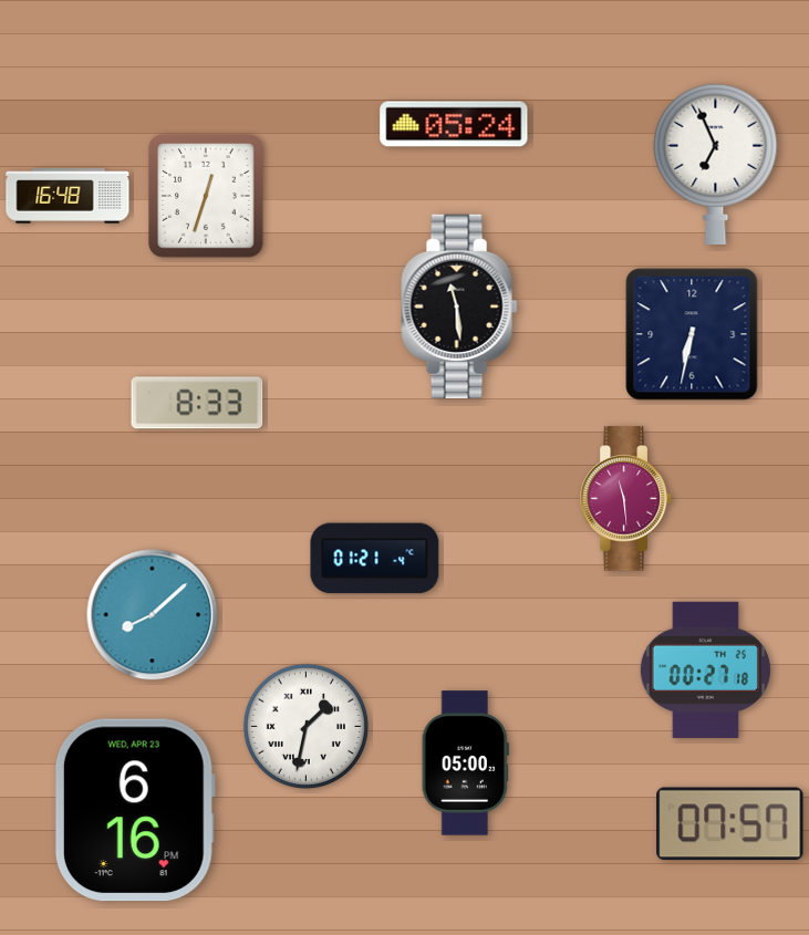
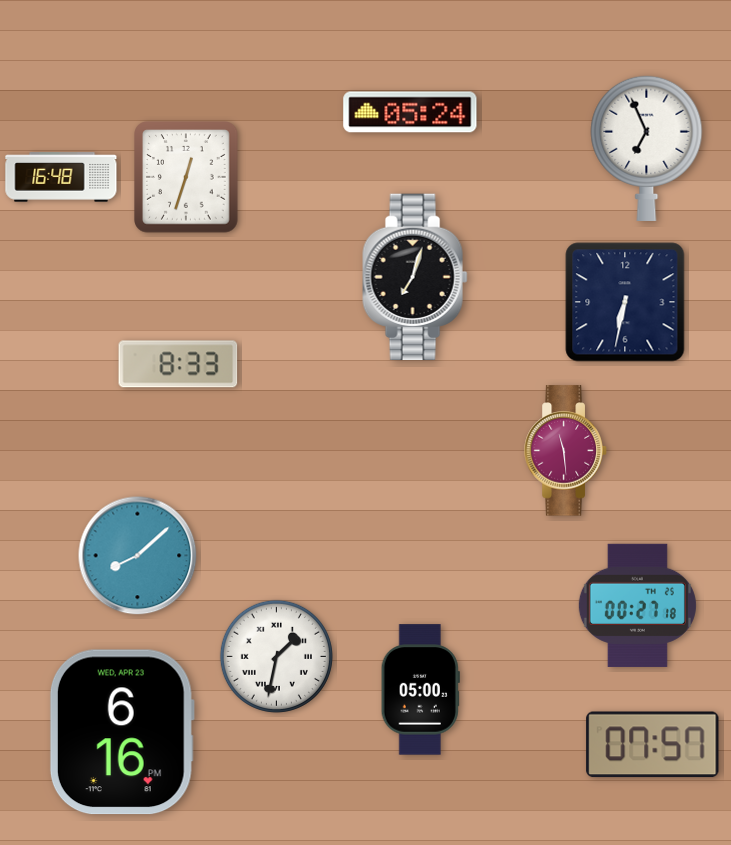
clock at (459, 307): 11:29 -> 7:03
clock at (375, 559): 01:21 -> none
clock at (730, 824) position: (730, 824) -> (653, 745)
